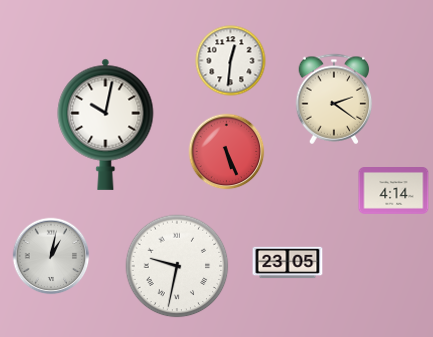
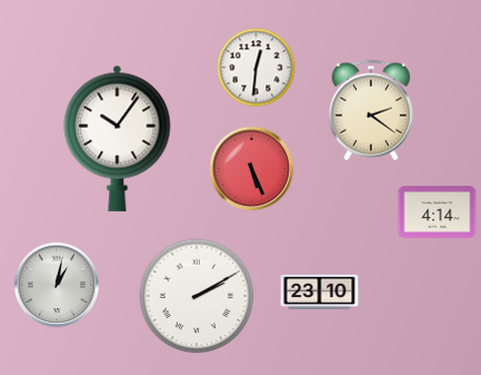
clock at (106, 124): 10:02 -> 10:06
clock at (288, 263): 23:05 -> 23:10
clock at (177, 266): 9:32 -> 2:10
